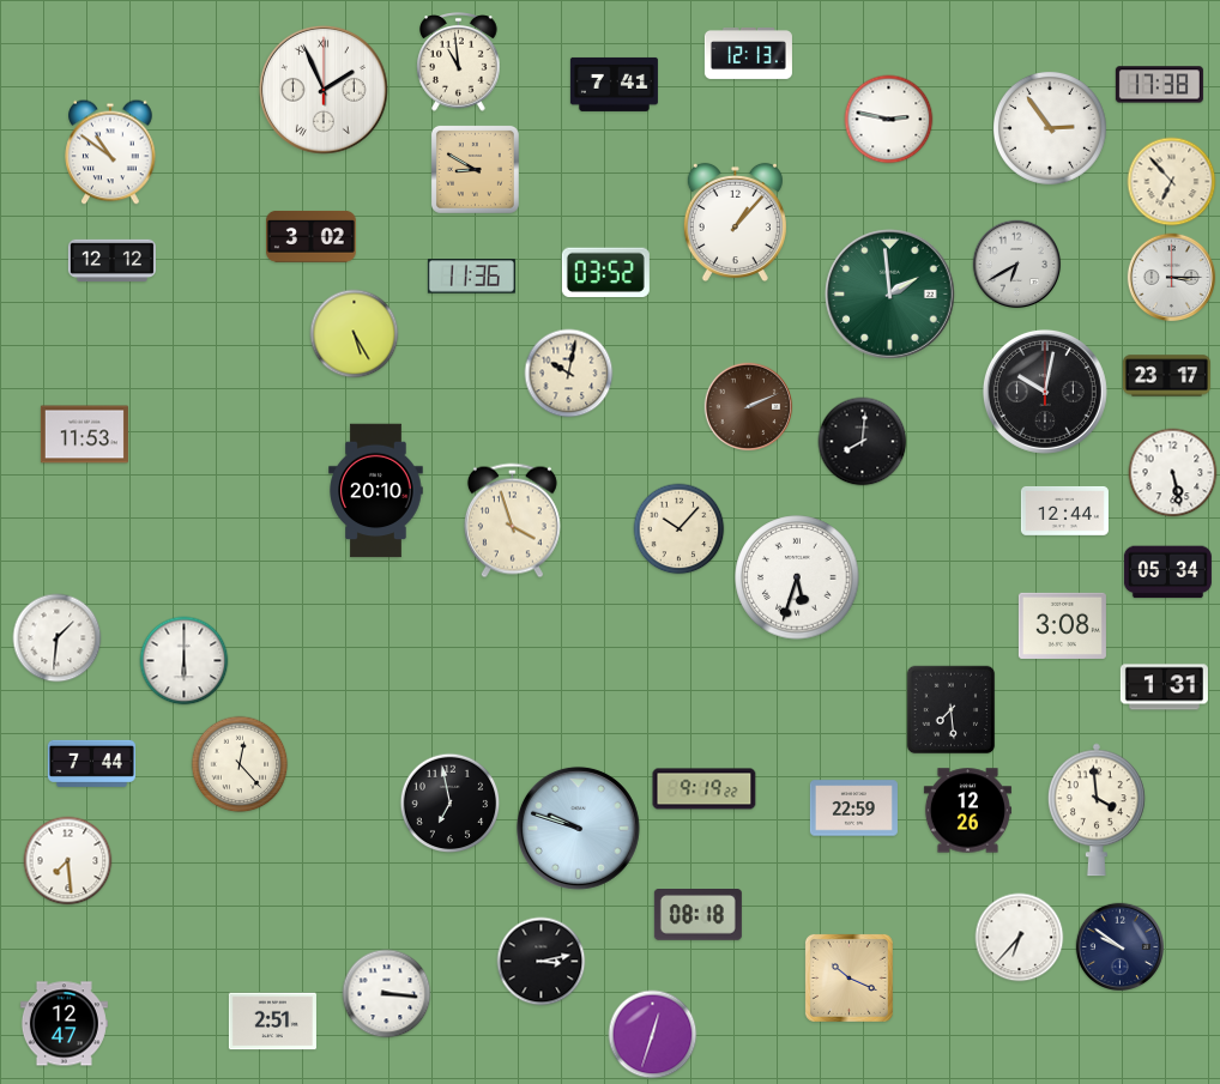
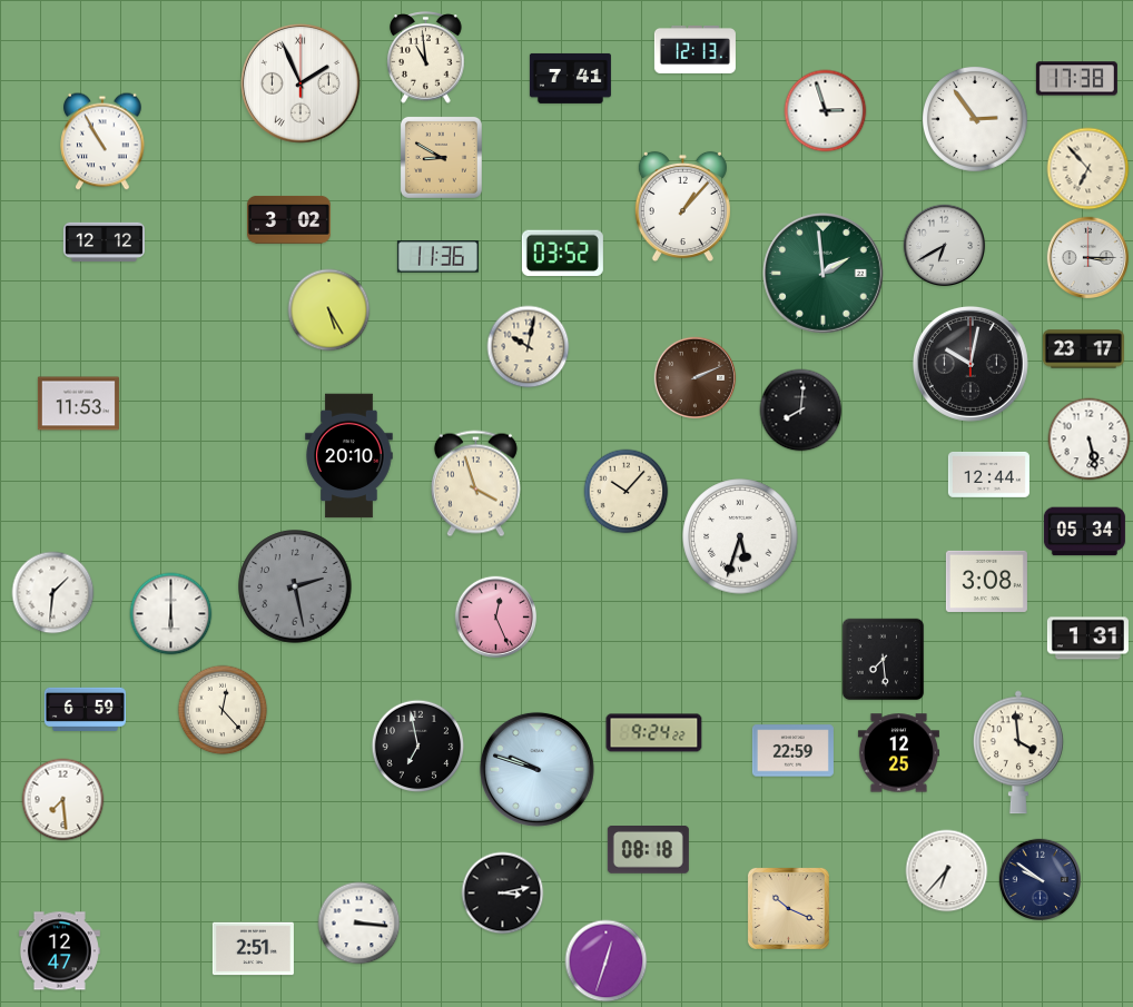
clock at (889, 120): 2:47 -> 2:57
clock at (110, 152): 10:51 -> 10:55
clock at (889, 293) position: (889, 293) -> (822, 273)
clock at (680, 529) position: (680, 529) -> (627, 492)
clock at (295, 586): none -> 2:28
clock at (496, 618): none -> 12:26
clock at (1164, 688) position: (1164, 688) -> (1087, 639)
clock at (91, 763): 7:44 -> 6:59
clock at (705, 789): 9:19 -> 9:24
clock at (967, 811): 12:26 -> 12:25
